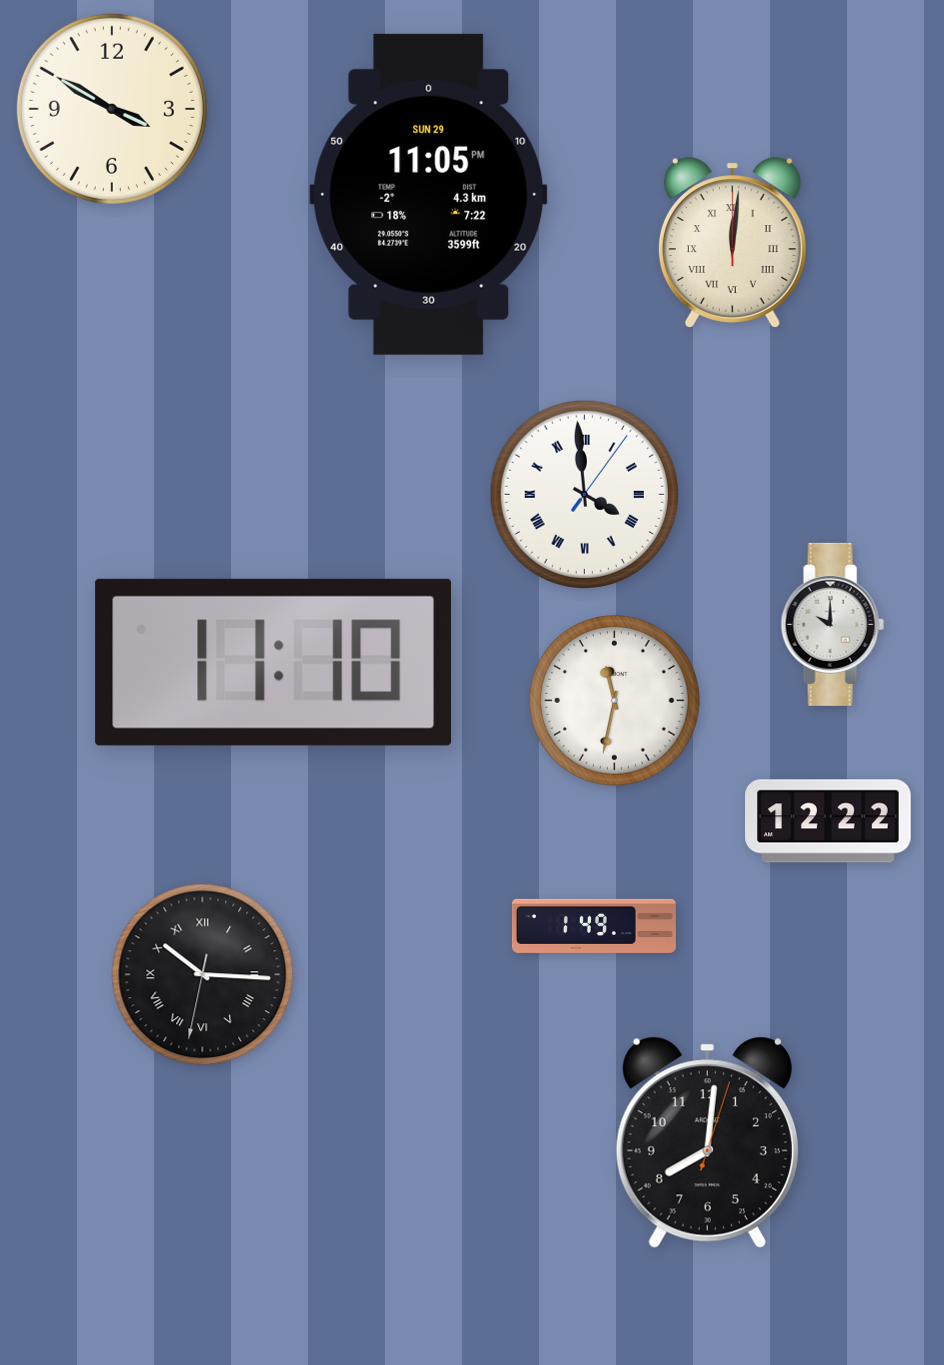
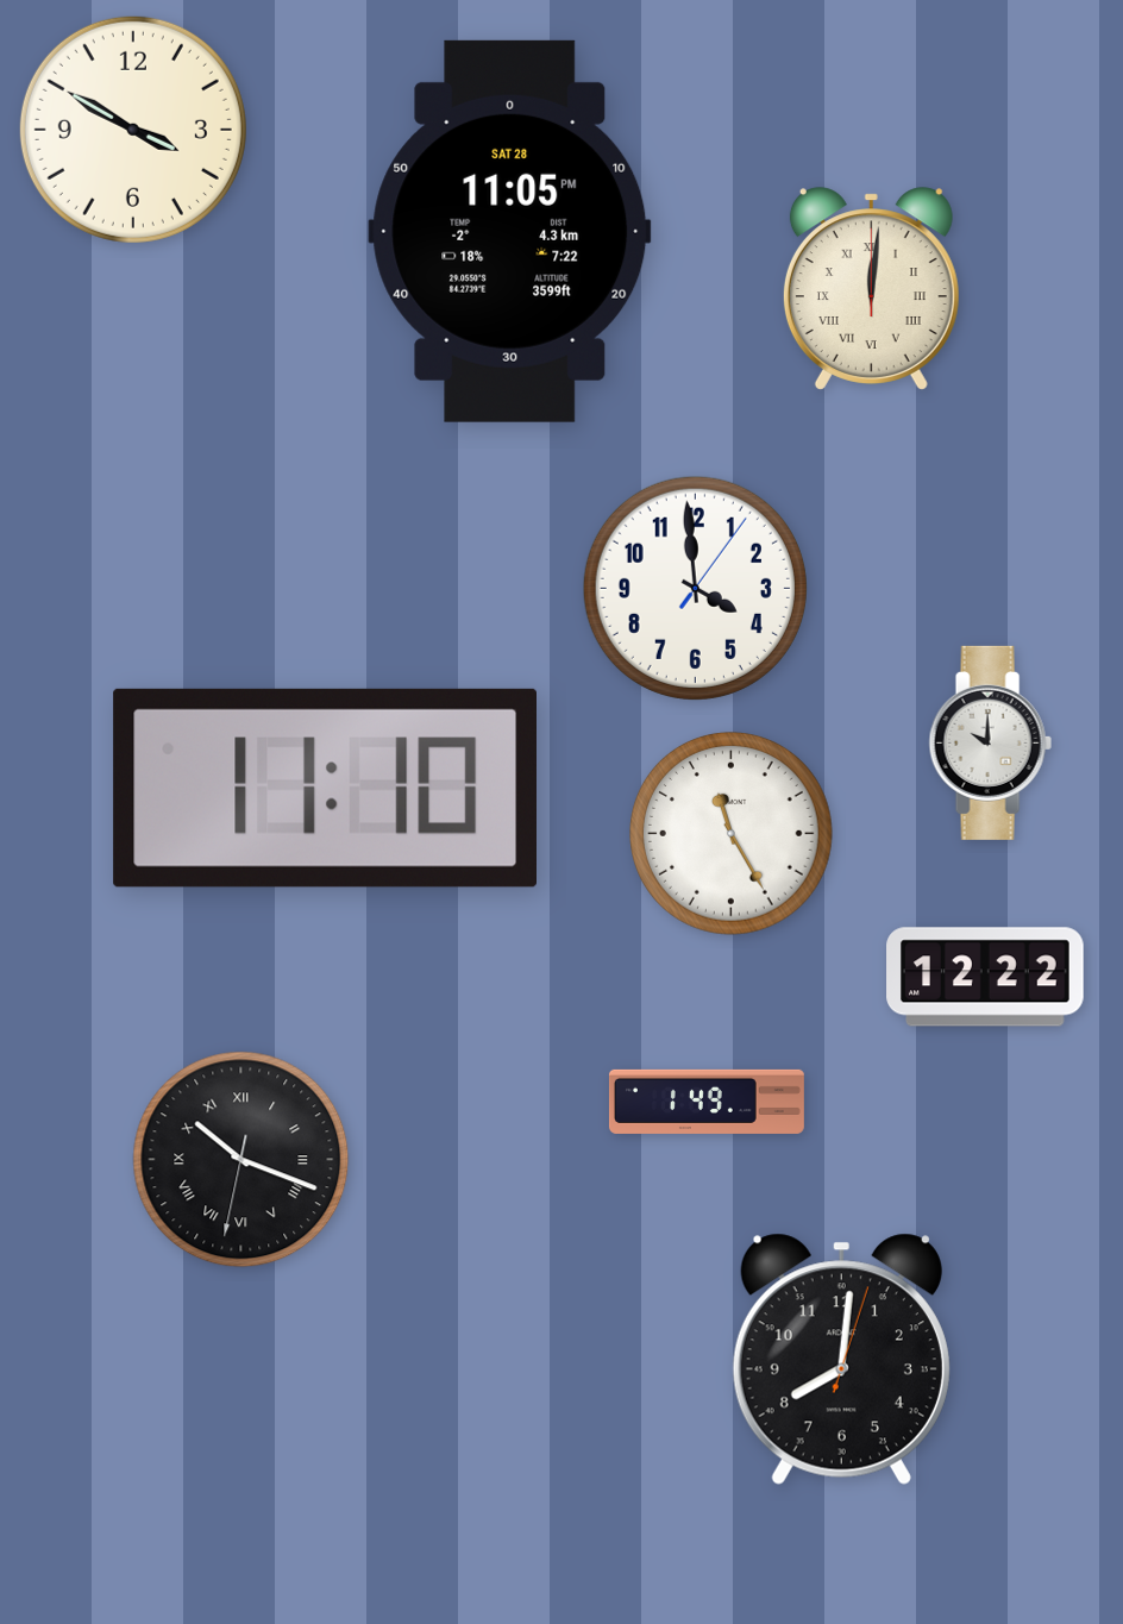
clock at (429, 194) date: SUN 29 -> SAT 28
clock at (584, 494) numerals: Roman -> Arabic
clock at (615, 701): 11:32 -> 11:25
clock at (203, 975): 10:15 -> 10:18
